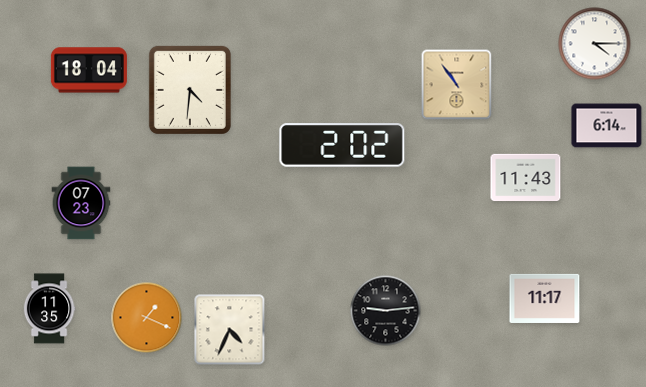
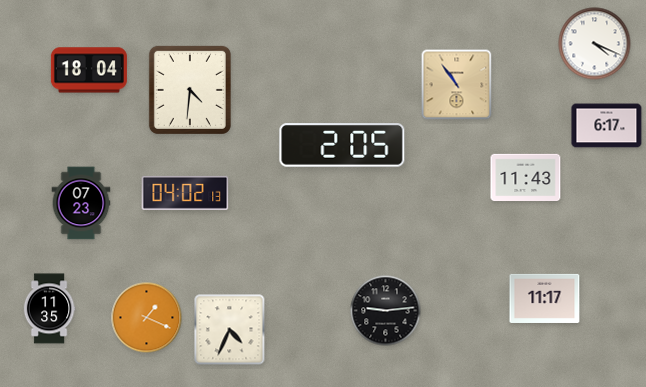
clock at (595, 44): 4:15 -> 4:19
clock at (607, 126): 6:14 -> 6:17
clock at (342, 145): 2:02 -> 2:05
clock at (185, 193): none -> 04:02
